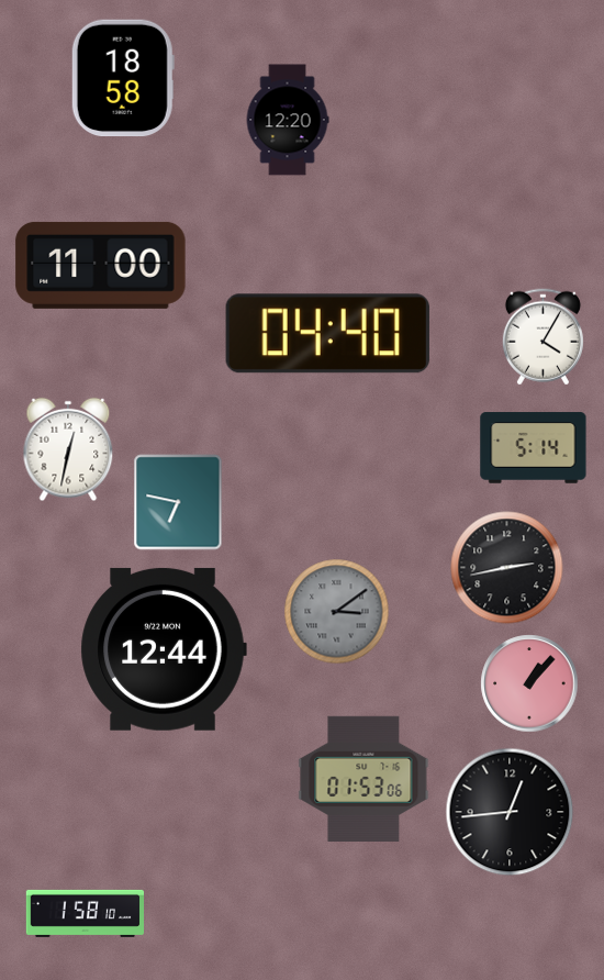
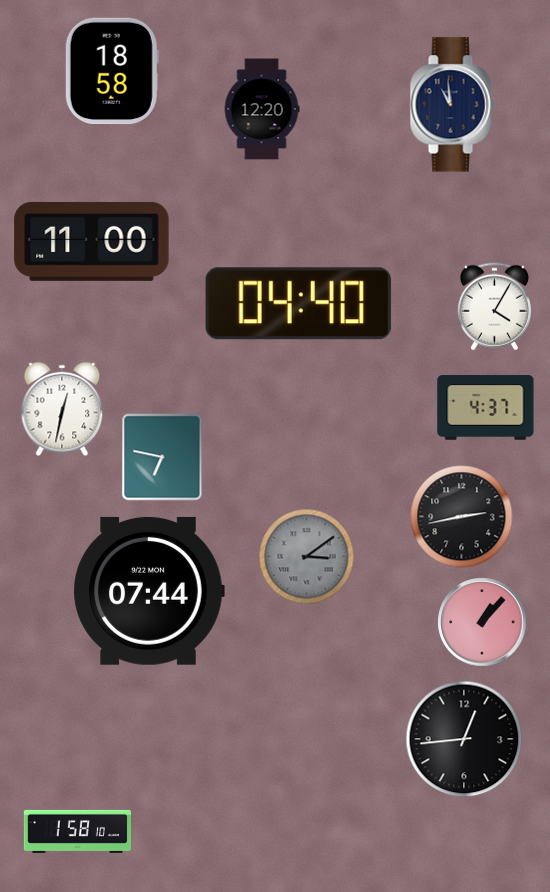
clock at (452, 105): none -> 10:59
clock at (534, 448): 5:14 -> 4:37
clock at (164, 649): 12:44 -> 07:44
clock at (363, 779): 01:53 -> none
